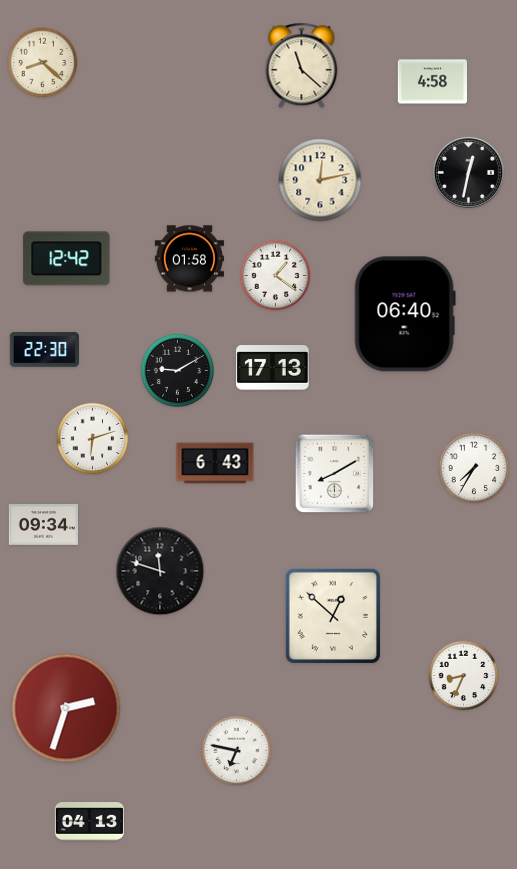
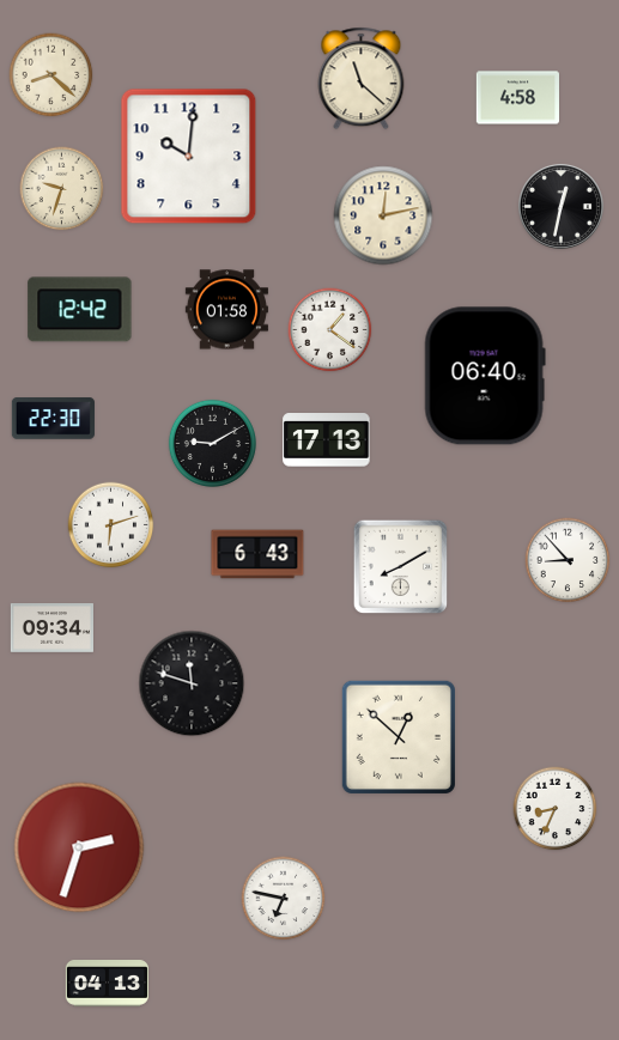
clock at (189, 157): none -> 10:01
clock at (62, 189): none -> 9:33
clock at (474, 468): 7:35 -> 8:53
